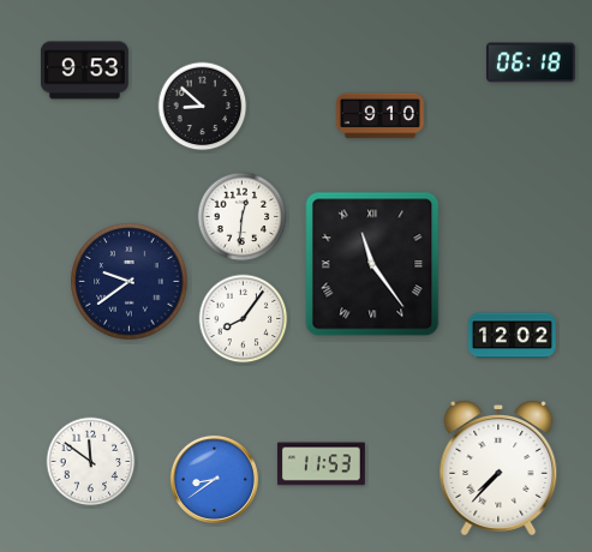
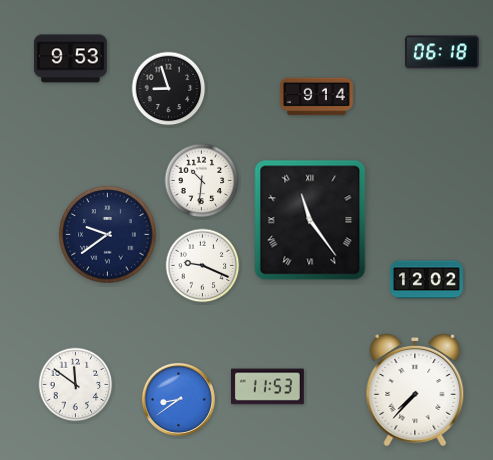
clock at (203, 107): 8:52 -> 8:57
clock at (379, 116): 9:10 -> 9:14
clock at (243, 217): 12:31 -> 10:31
clock at (244, 319): 8:06 -> 9:19
